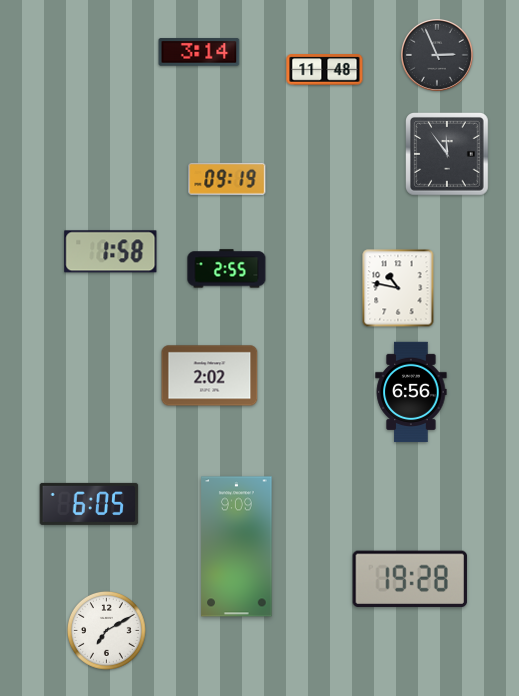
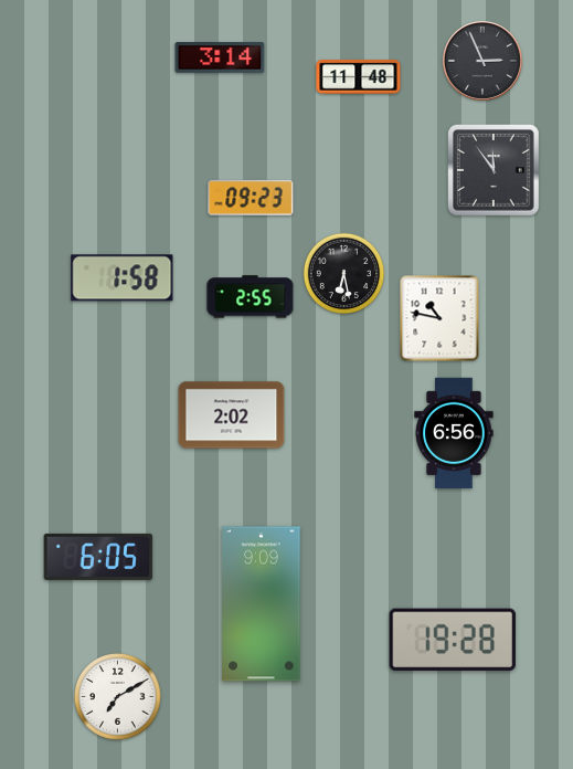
clock at (227, 179): 09:19 -> 09:23
clock at (344, 274): none -> 6:28
